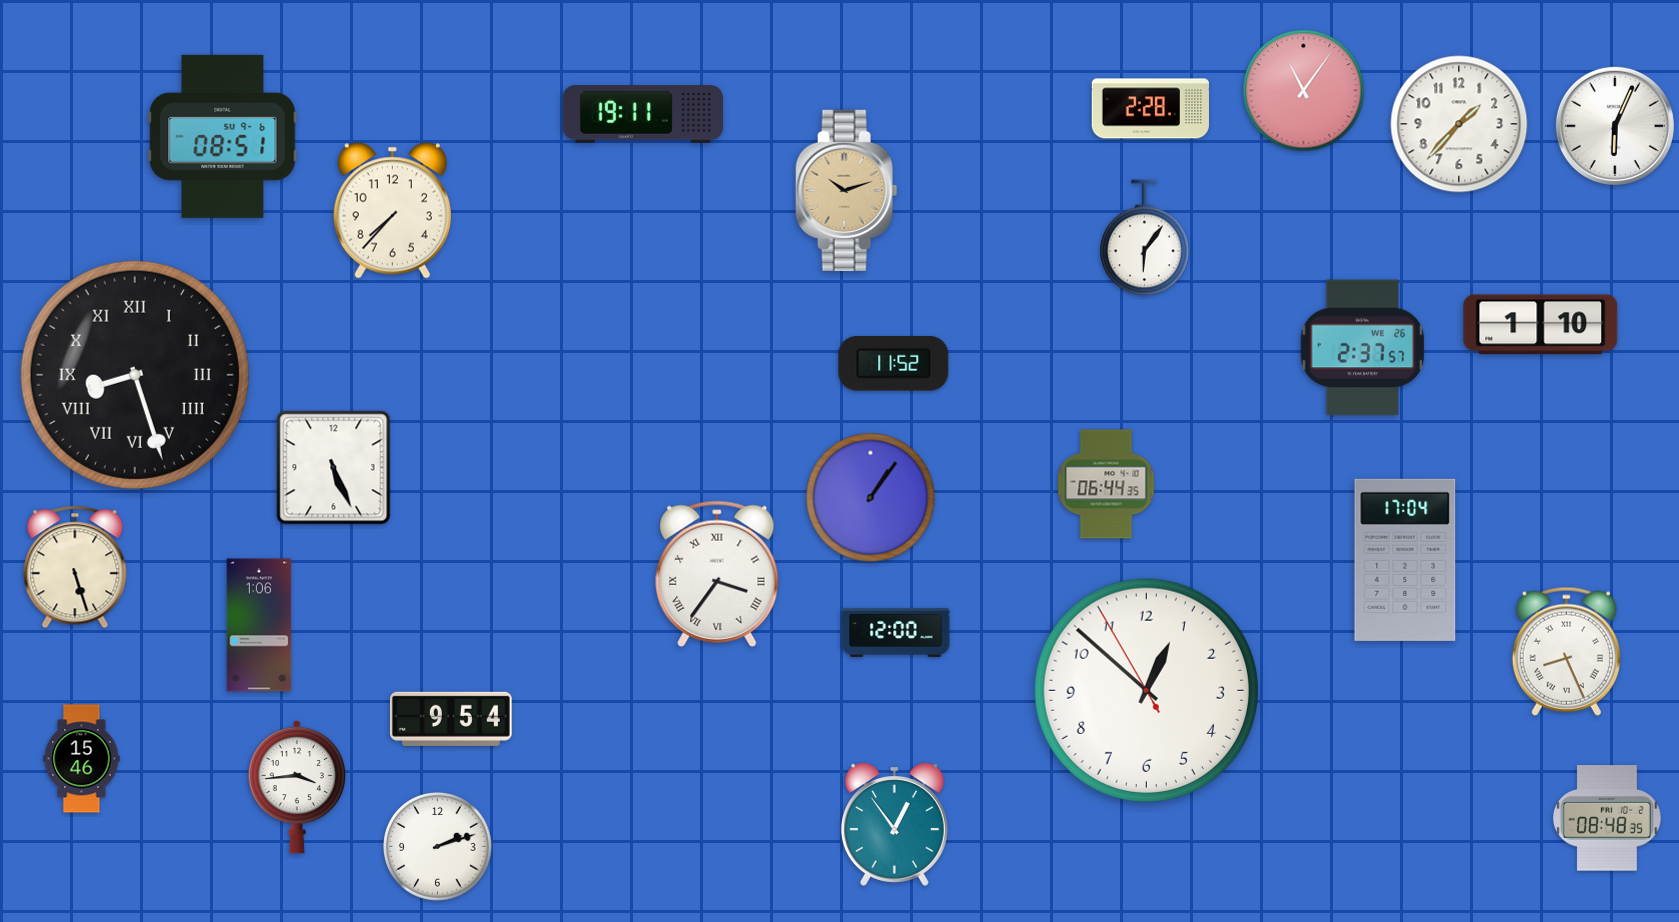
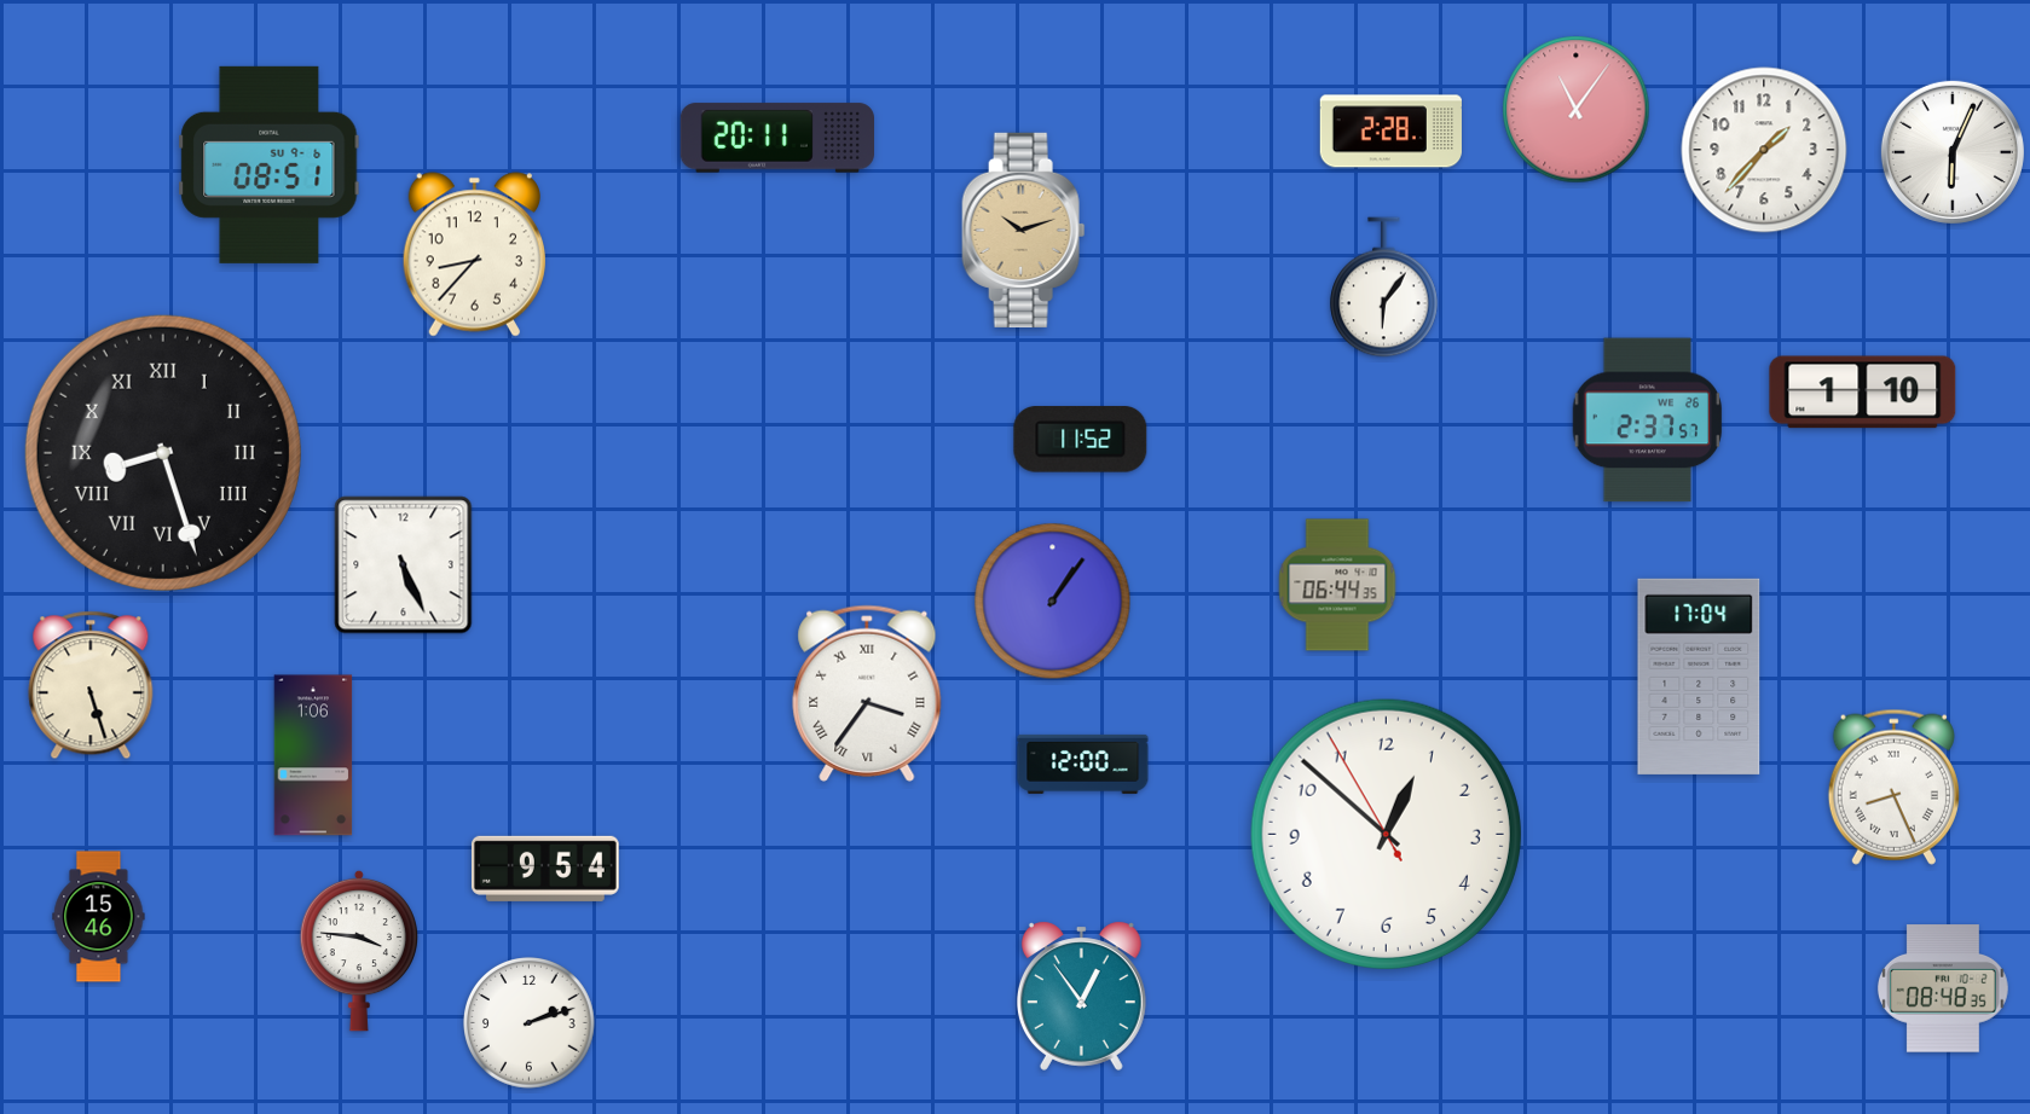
clock at (642, 114): 19:11 -> 20:11
clock at (392, 211): 7:37 -> 8:37
clock at (296, 787): 3:44 -> 3:46
